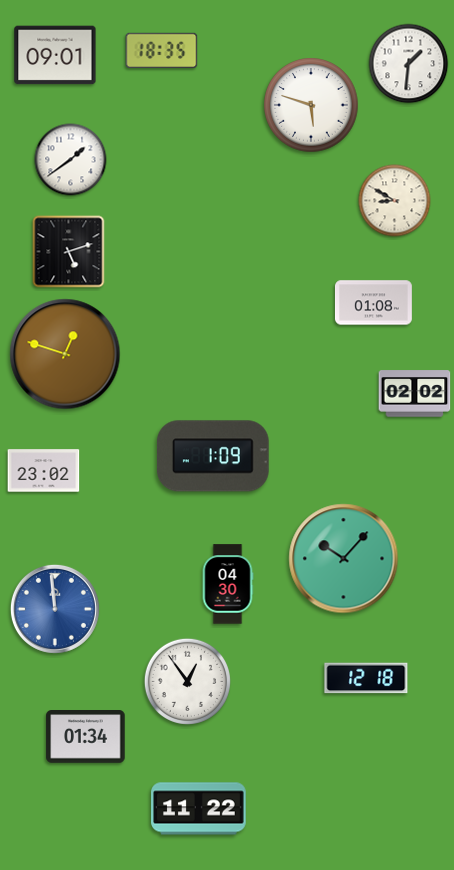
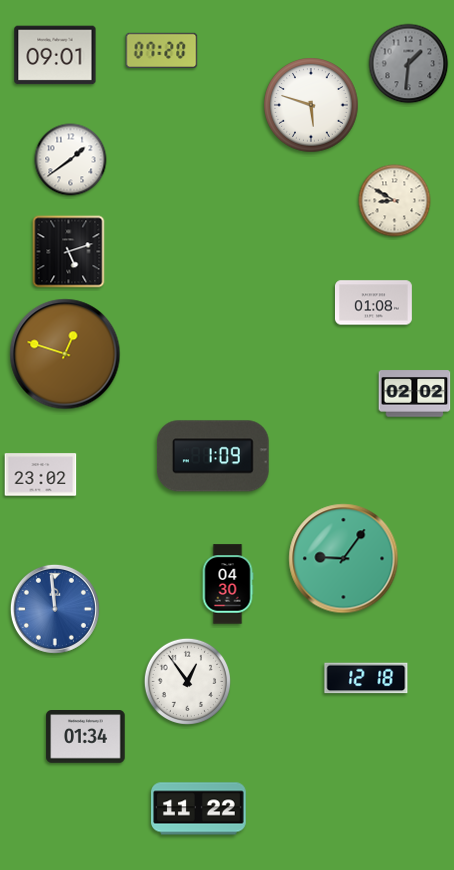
clock at (162, 51): 18:35 -> 07:20
clock at (409, 64) dial: white -> grey
clock at (44, 471) position: (44, 471) -> (41, 475)
clock at (344, 559): 10:07 -> 9:06
